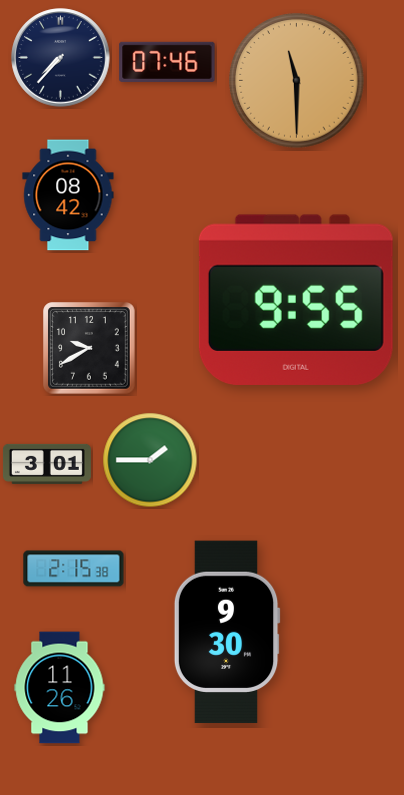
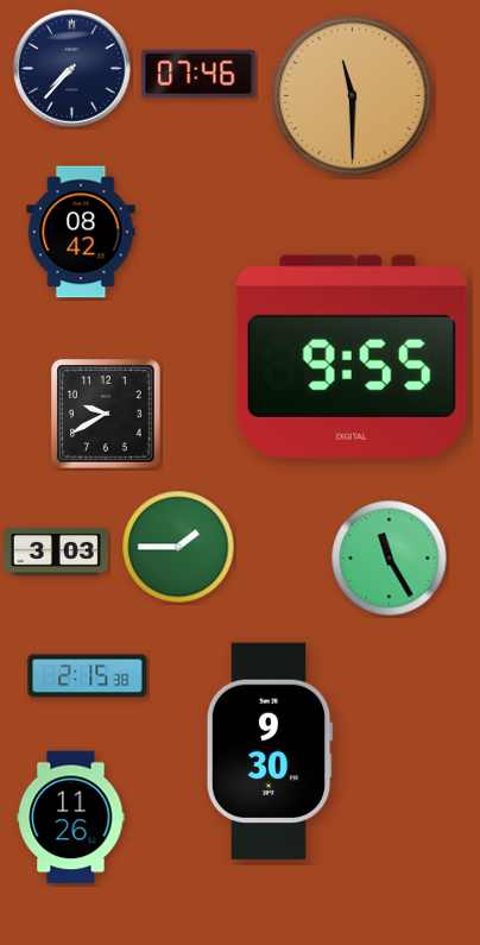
clock at (47, 464): 3:01 -> 3:03
clock at (390, 559): none -> 11:25
